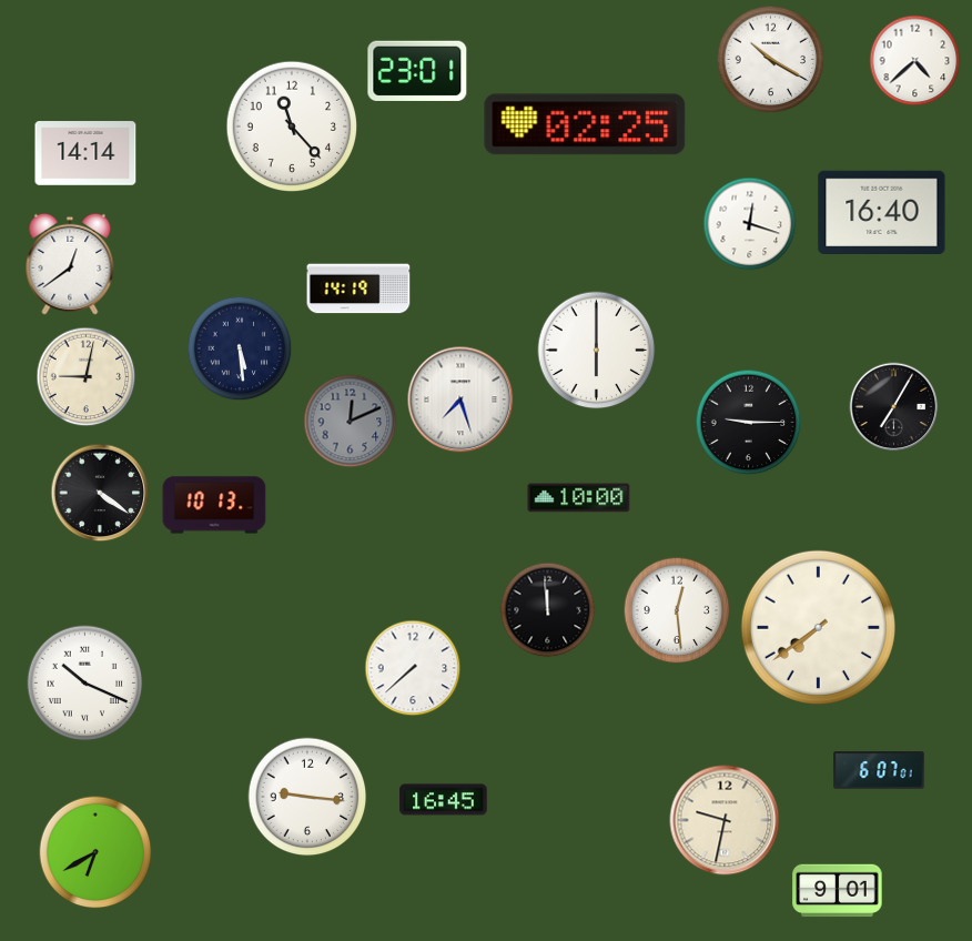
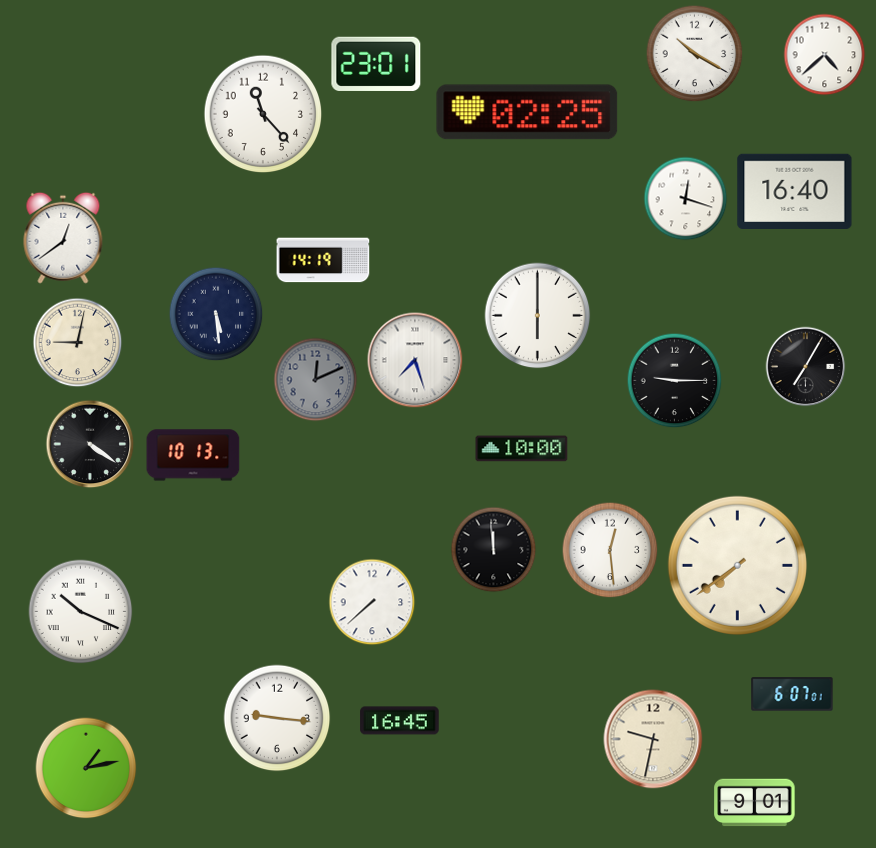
clock at (85, 153): 14:14 -> none
clock at (750, 224) position: (750, 224) -> (686, 199)
clock at (87, 377) position: (87, 377) -> (78, 343)
clock at (85, 684) position: (85, 684) -> (81, 612)
clock at (95, 852): 6:40 -> 1:13
